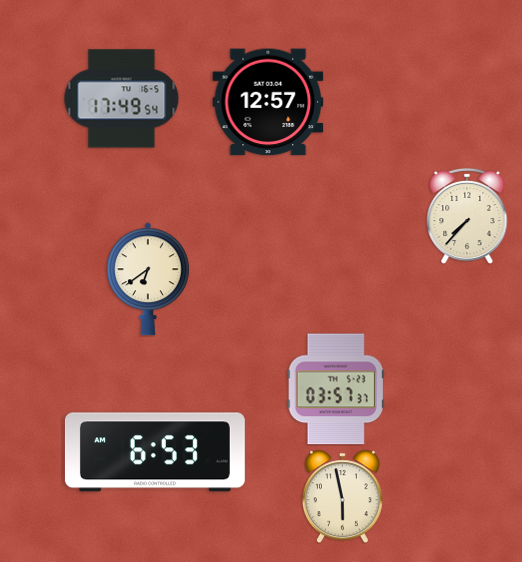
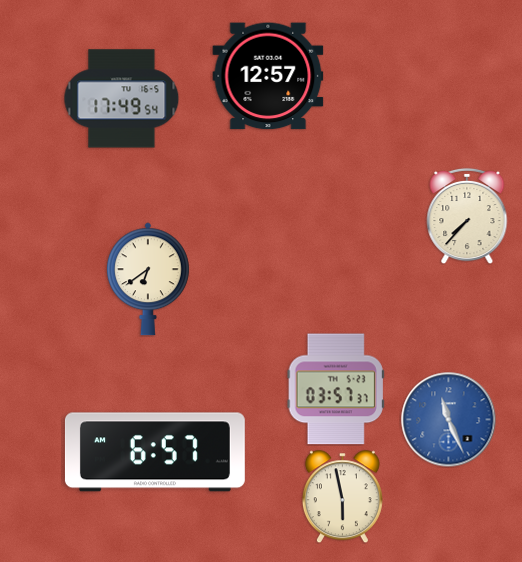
clock at (268, 102) position: (268, 102) -> (268, 76)
clock at (448, 419): none -> 11:26
clock at (155, 452): 6:53 -> 6:57
